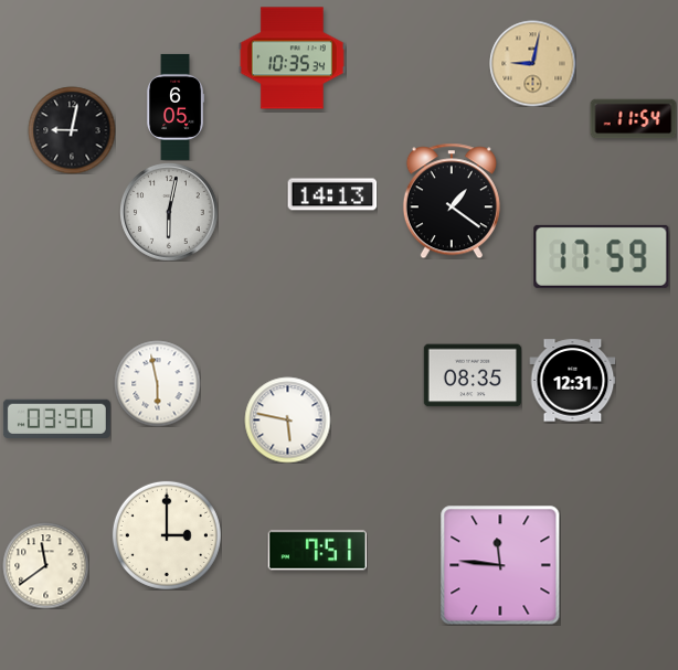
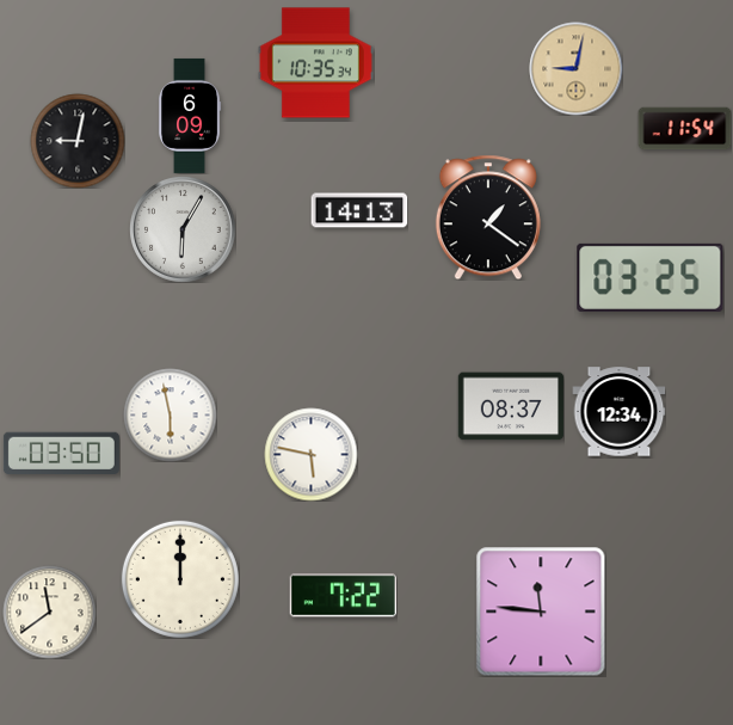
clock at (176, 107): 6:05 -> 6:09
clock at (169, 212): 6:02 -> 6:05
clock at (602, 256): 17:59 -> 03:25
clock at (473, 375): 08:35 -> 08:37
clock at (572, 381): 12:31 -> 12:34
clock at (167, 535): 3:00 -> 12:00
clock at (317, 551): 7:51 -> 7:22
